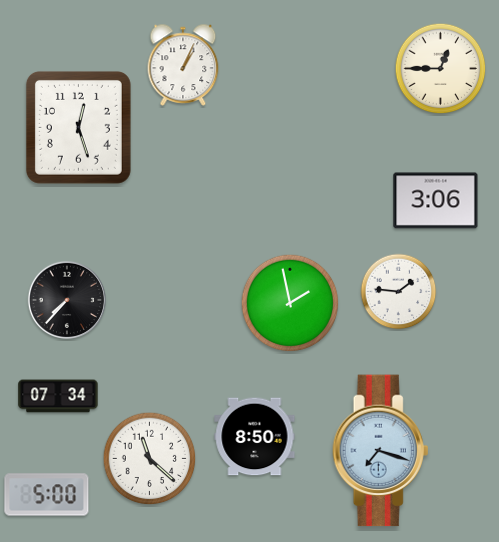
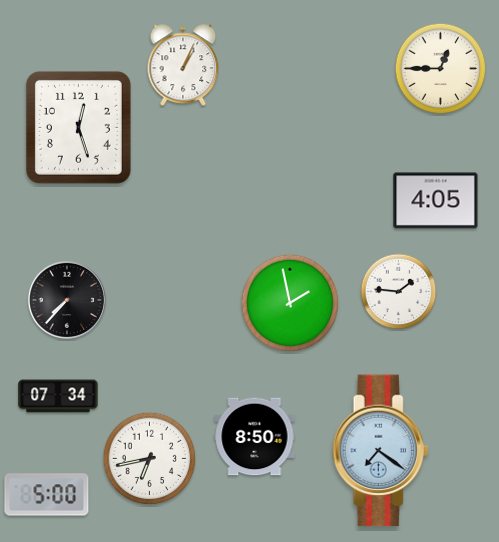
clock at (436, 201): 3:06 -> 4:05
clock at (381, 451): 7:18 -> 7:21
clock at (150, 459): 11:22 -> 6:43
